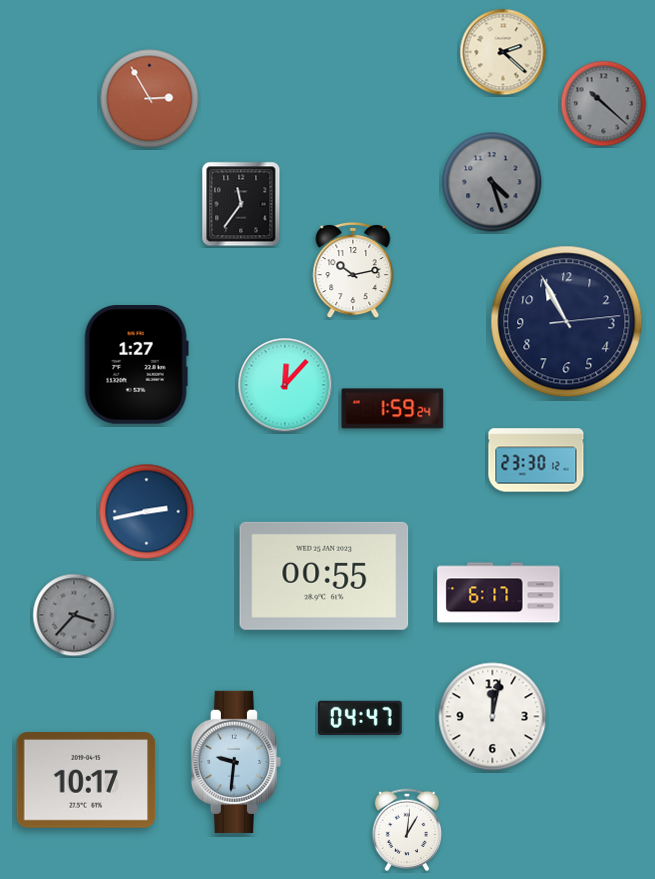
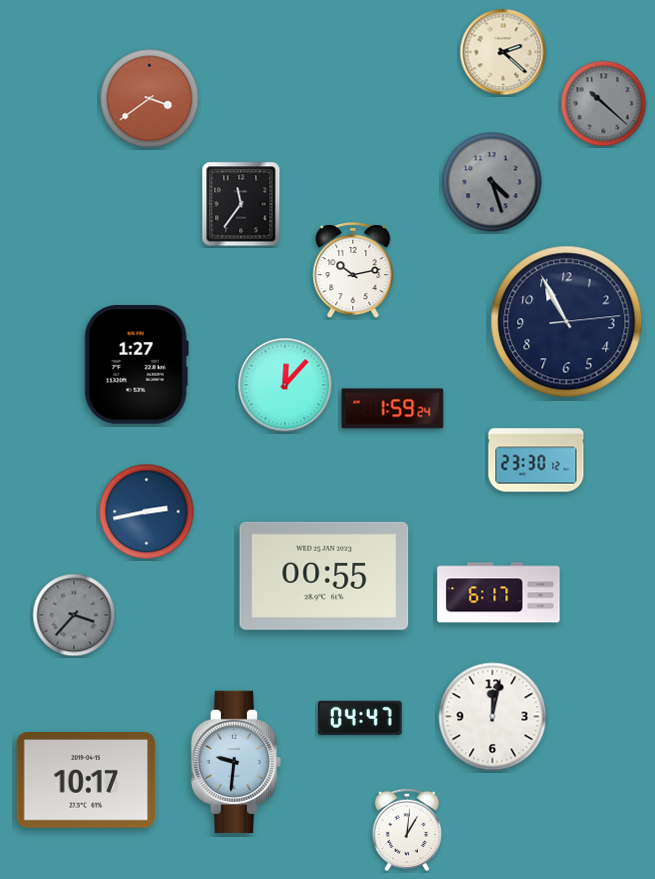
clock at (150, 99): 2:55 -> 3:39
